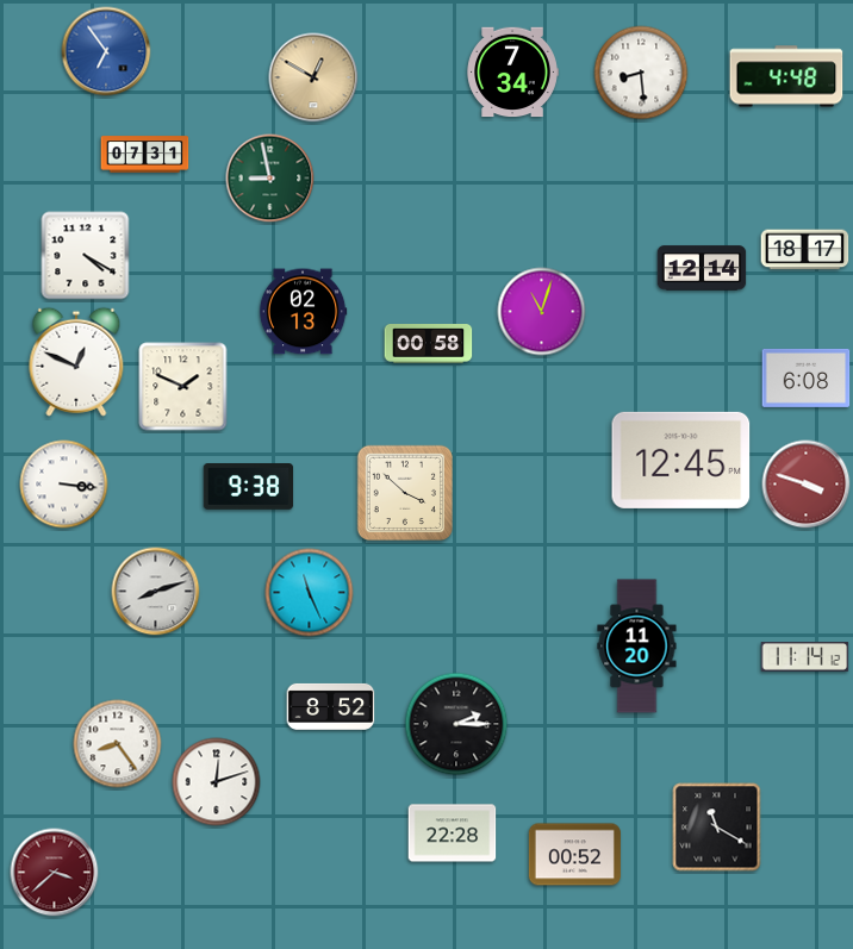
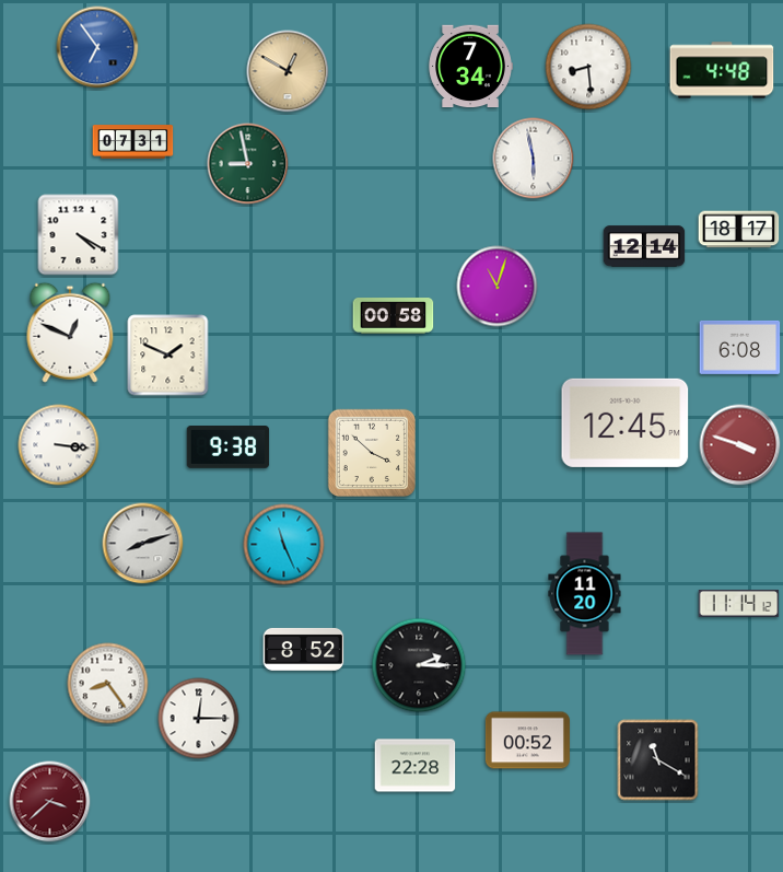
clock at (534, 159): none -> 5:58
clock at (303, 312): 02:13 -> none
clock at (217, 782): 12:12 -> 12:15
clock at (574, 855) position: (574, 855) -> (527, 741)
